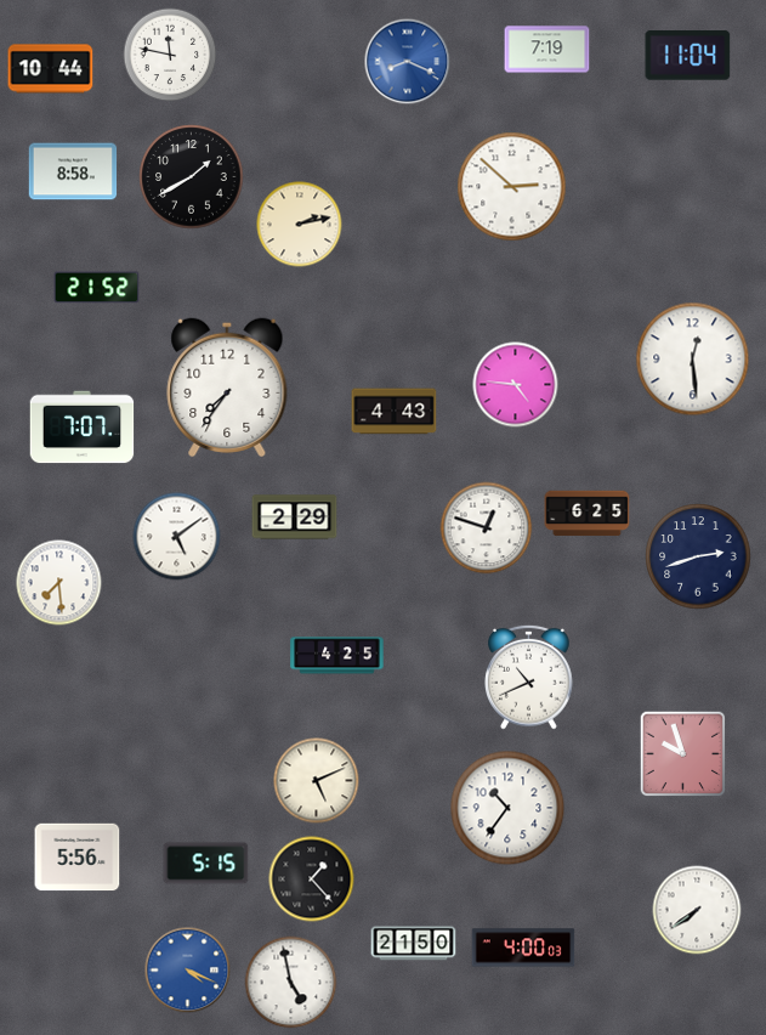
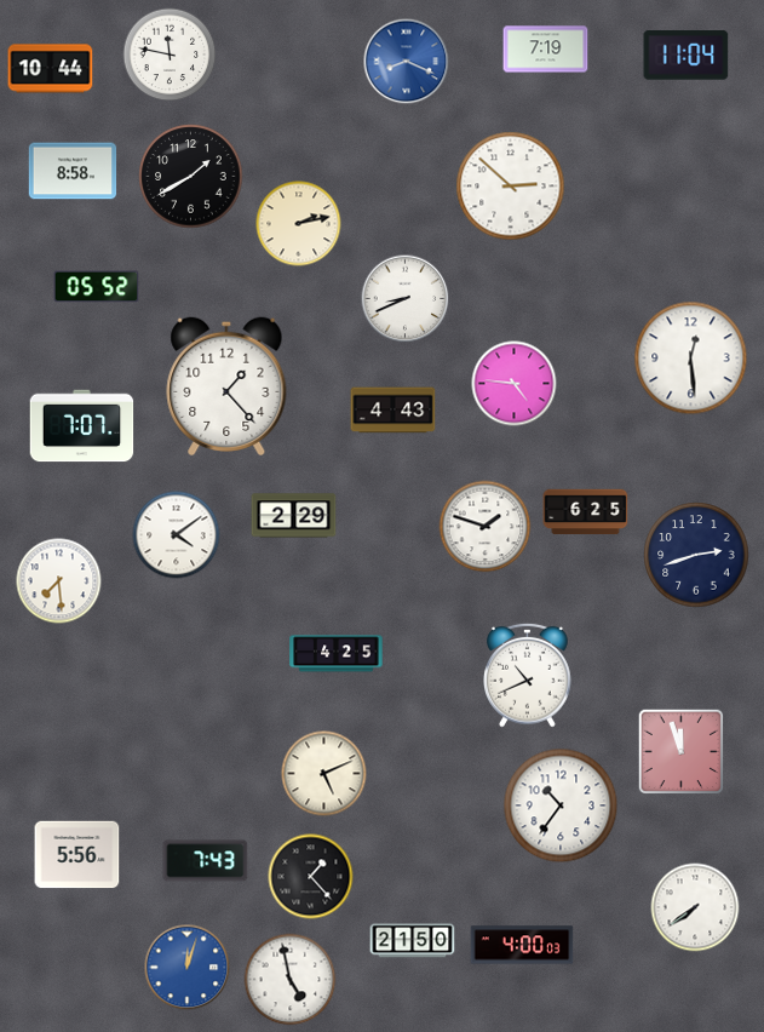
clock at (97, 288): 21:52 -> 05:52
clock at (406, 299): none -> 8:41
clock at (227, 388): 7:36 -> 1:23
clock at (487, 528): 12:48 -> 1:48
clock at (177, 537): 5:09 -> 4:09
clock at (683, 754): 9:57 -> 11:57
clock at (317, 781) position: (317, 781) -> (324, 774)
clock at (507, 808) position: (507, 808) -> (561, 805)
clock at (206, 864): 5:15 -> 7:43
clock at (188, 971): 4:19 -> 12:03
